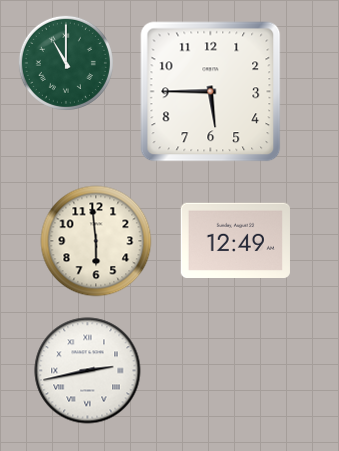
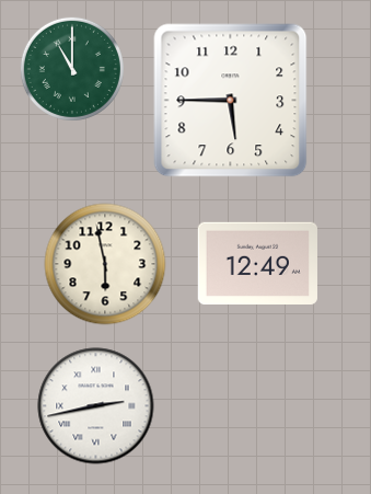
clock at (96, 241): 5:59 -> 5:58
